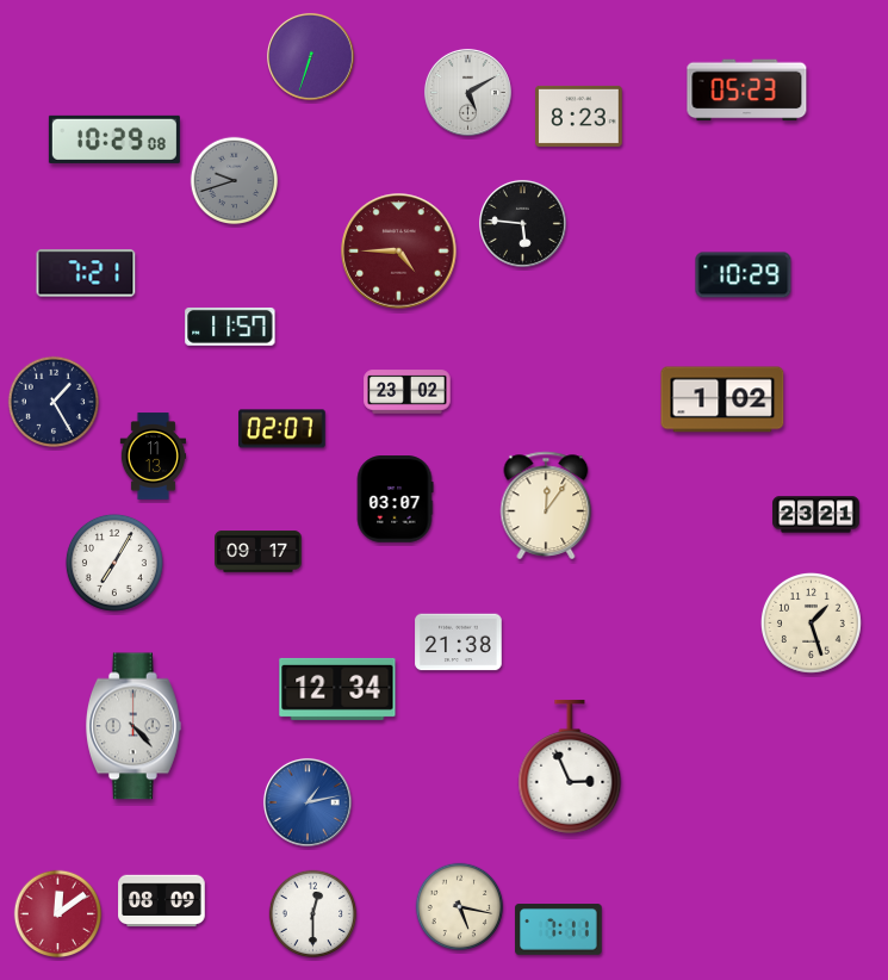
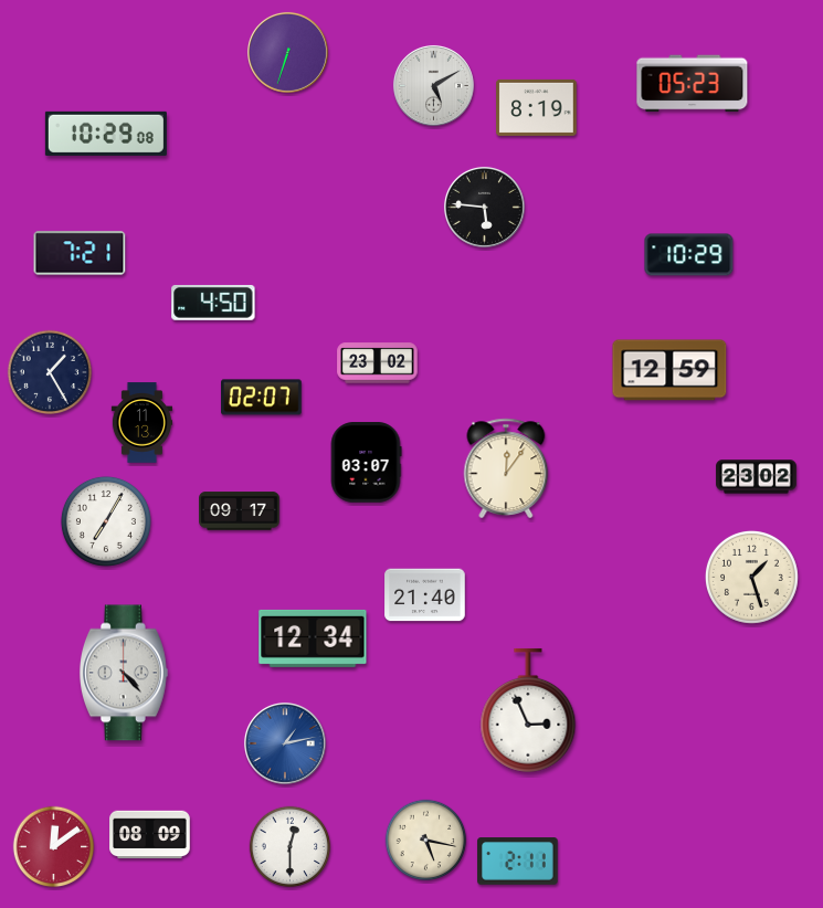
clock at (579, 116): 8:23 -> 8:19
clock at (114, 139) position: (114, 139) -> (106, 134)
clock at (235, 181): 9:42 -> none
clock at (399, 252): 4:45 -> none
clock at (230, 327): 11:57 -> 4:50
clock at (722, 399): 1:02 -> 12:59
clock at (816, 515): 23:21 -> 23:02
clock at (459, 643): 21:38 -> 21:40
clock at (559, 930): 7:11 -> 2:11
